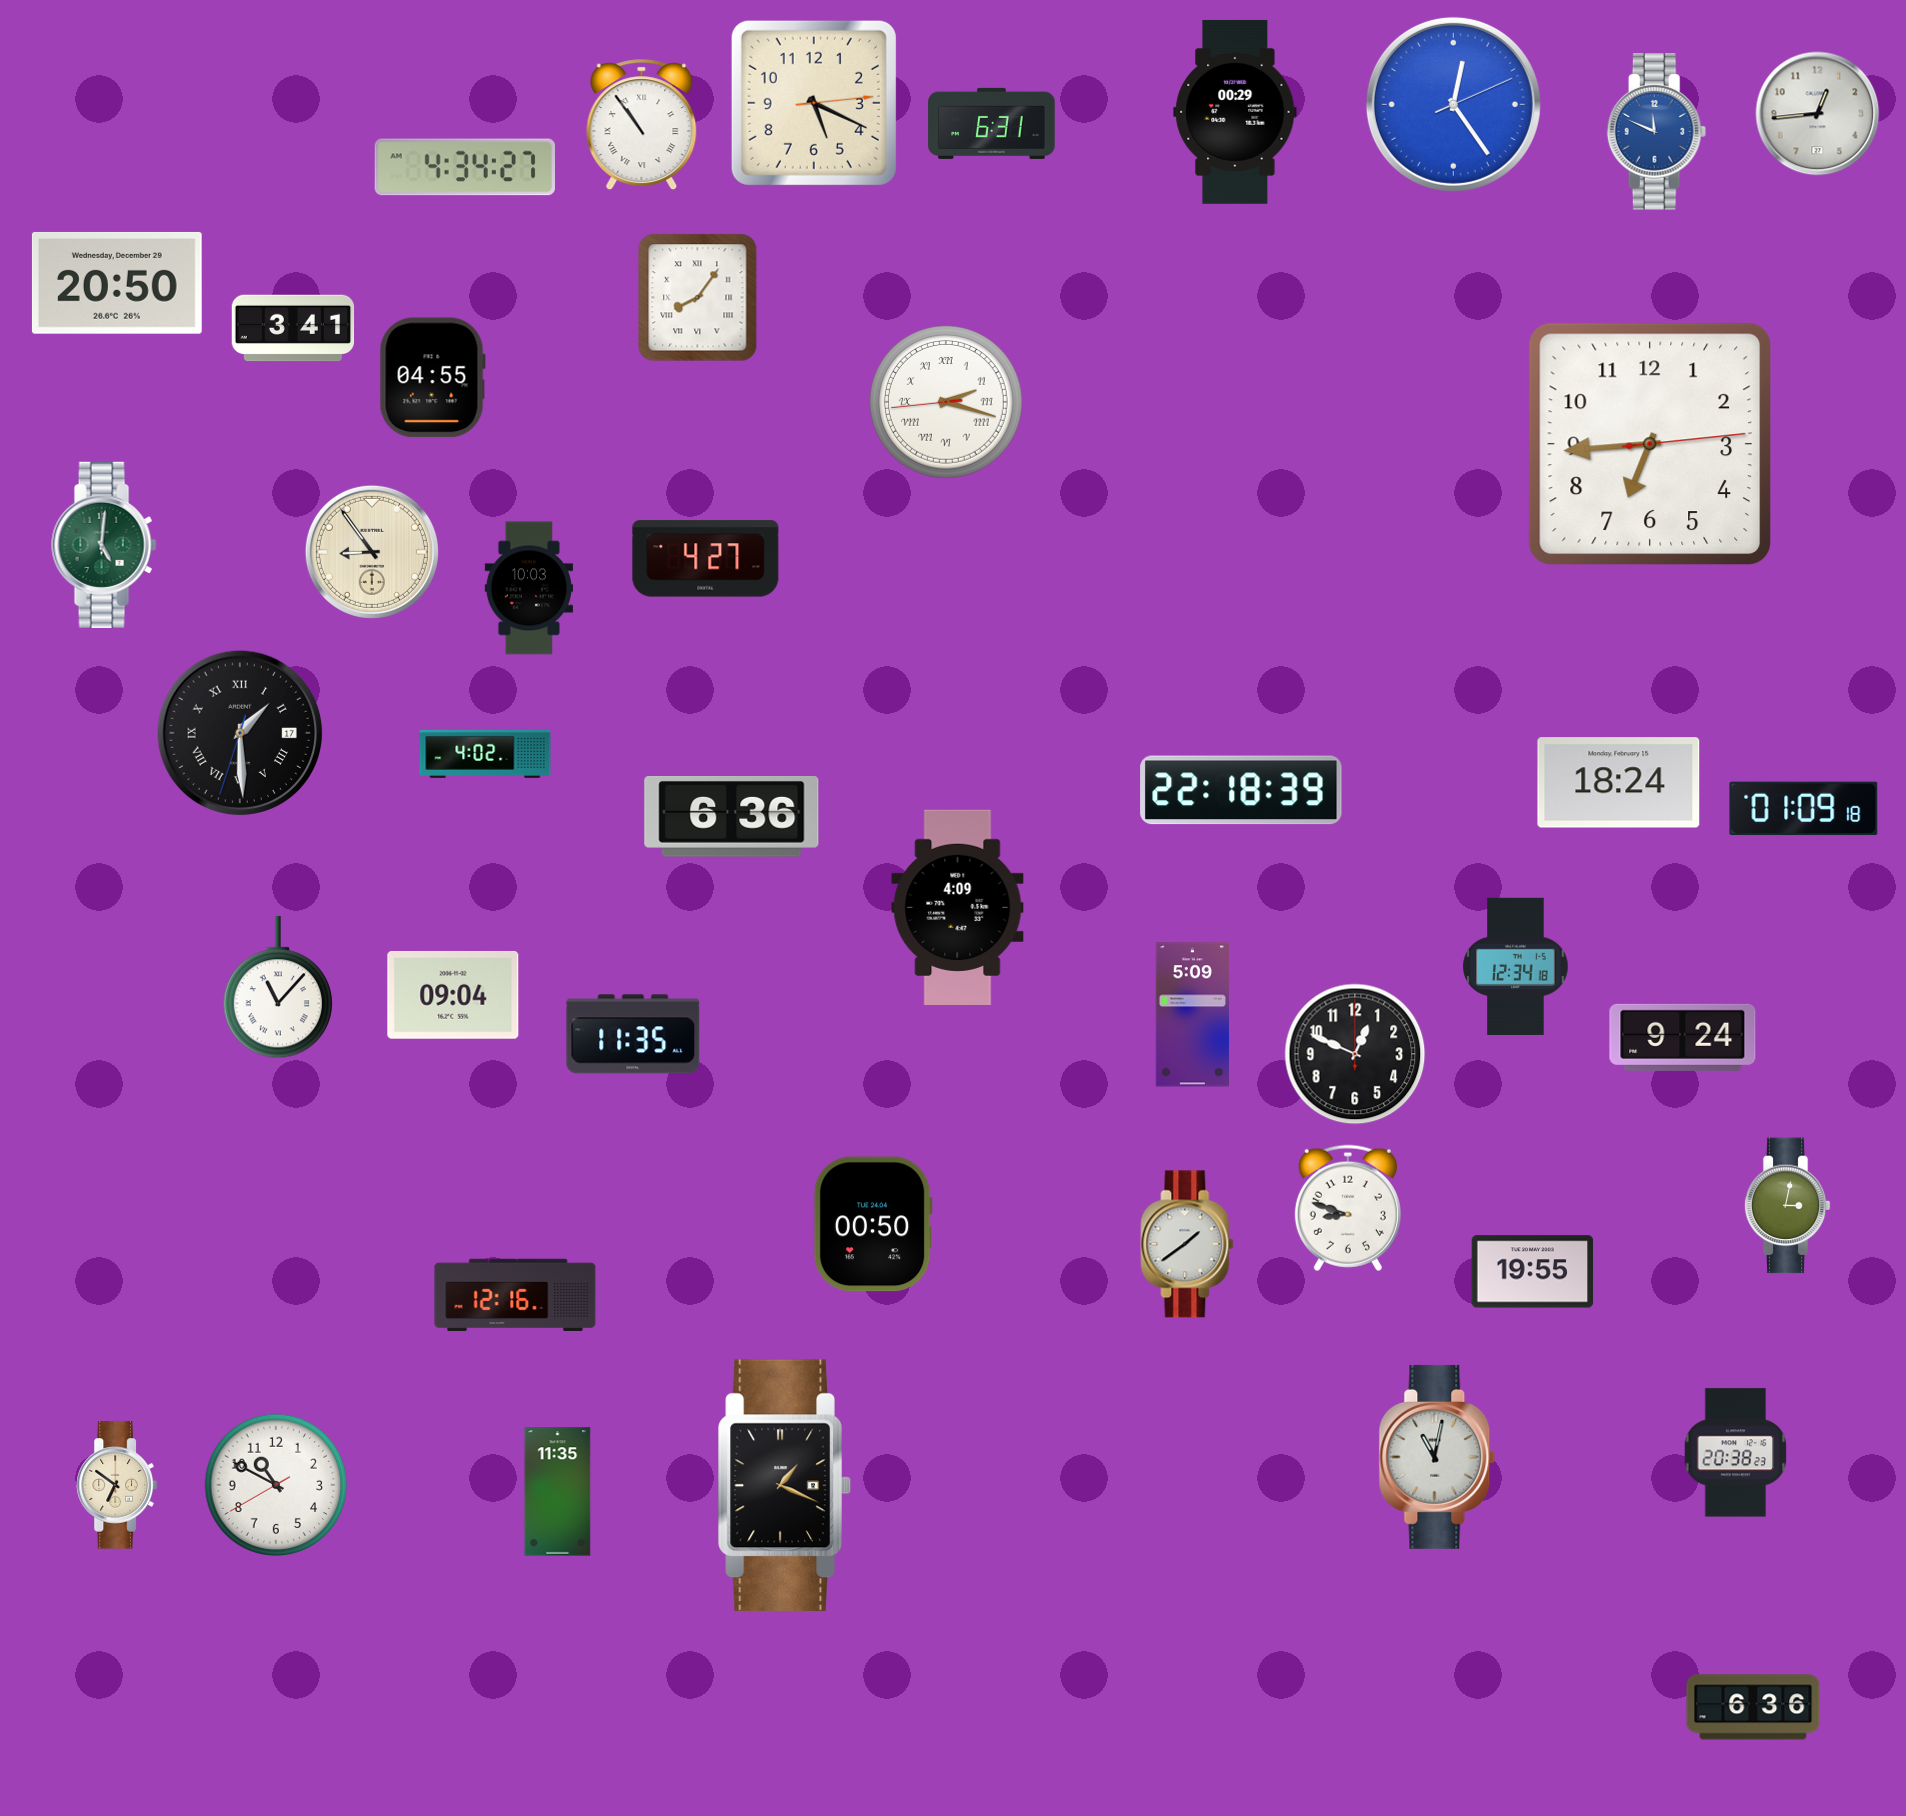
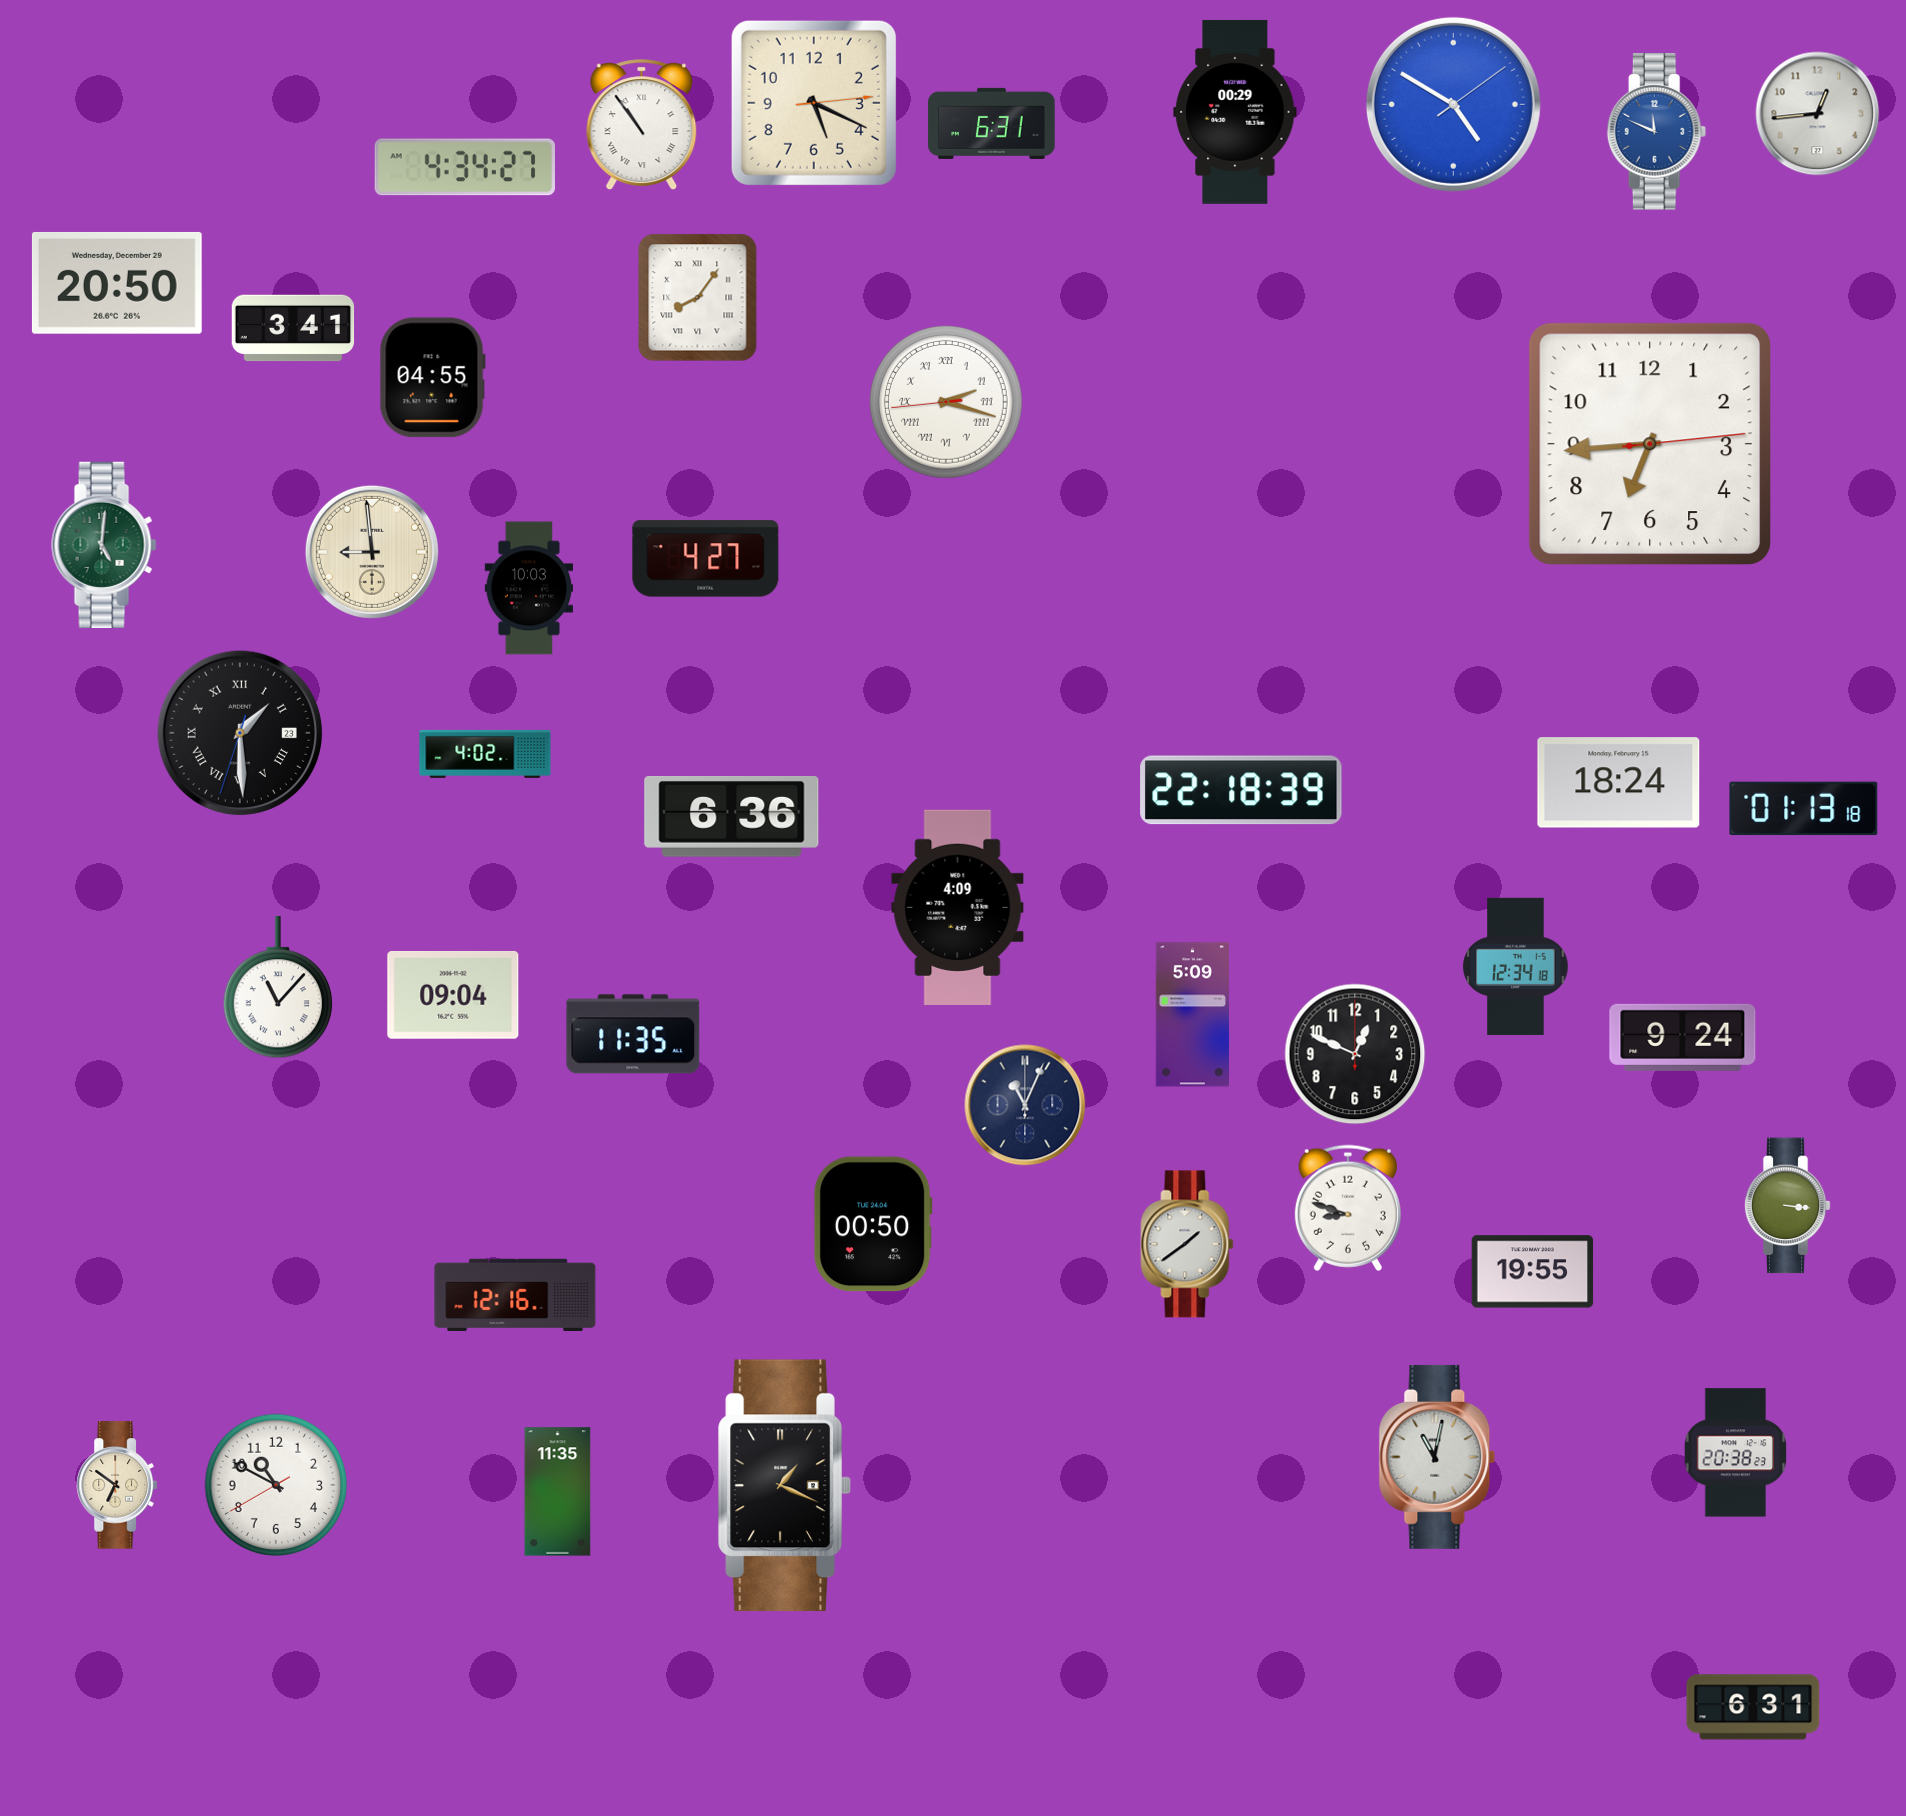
clock at (1453, 104): 12:24 -> 4:50
clock at (372, 552): 8:54 -> 8:59
clock at (240, 733) date: 17 -> 23
clock at (1804, 809): 01:09 -> 01:13
clock at (1025, 1105): none -> 11:04
clock at (1787, 1206): 3:02 -> 3:16
clock at (1753, 1707): 6:36 -> 6:31
